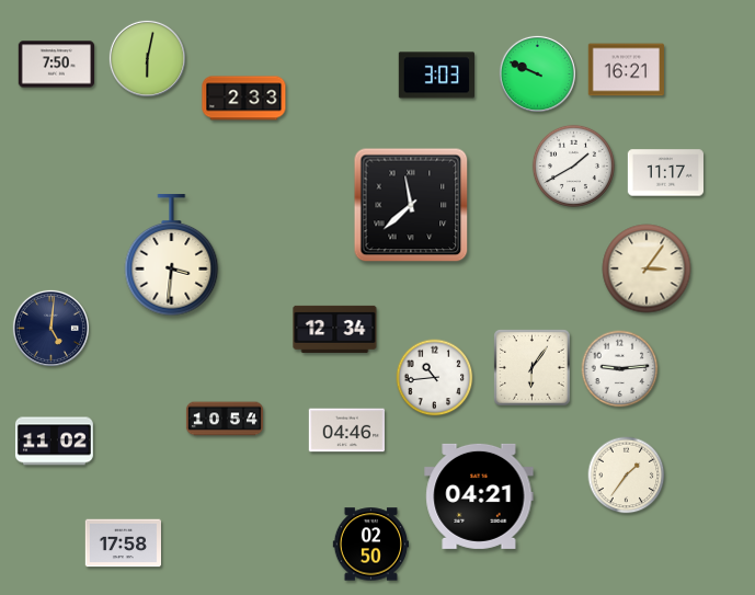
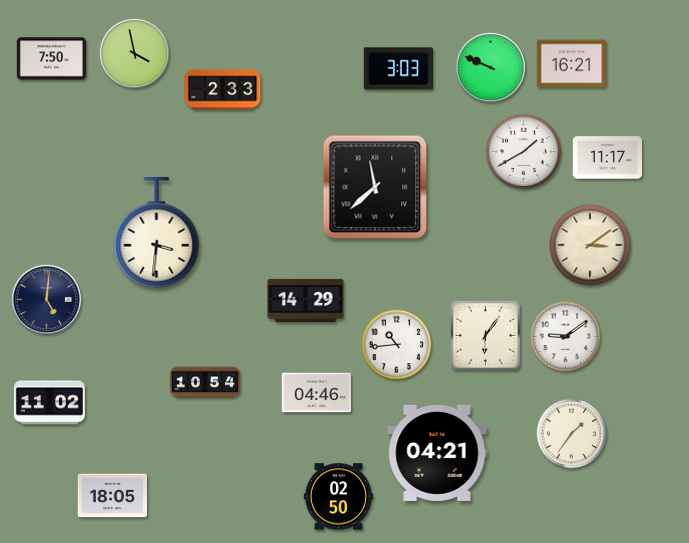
clock at (147, 58): 6:02 -> 3:58
clock at (647, 268): 3:06 -> 3:09
clock at (335, 329): 12:34 -> 14:29
clock at (620, 369): 9:14 -> 9:09
clock at (123, 543): 17:58 -> 18:05
